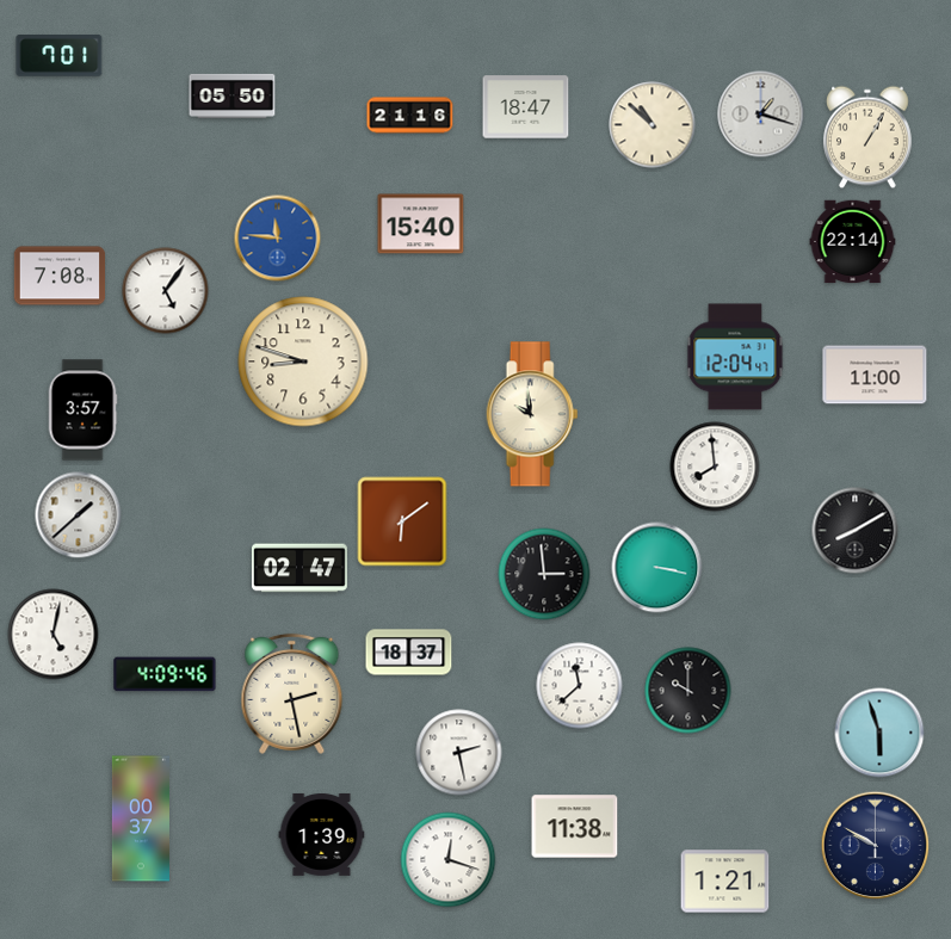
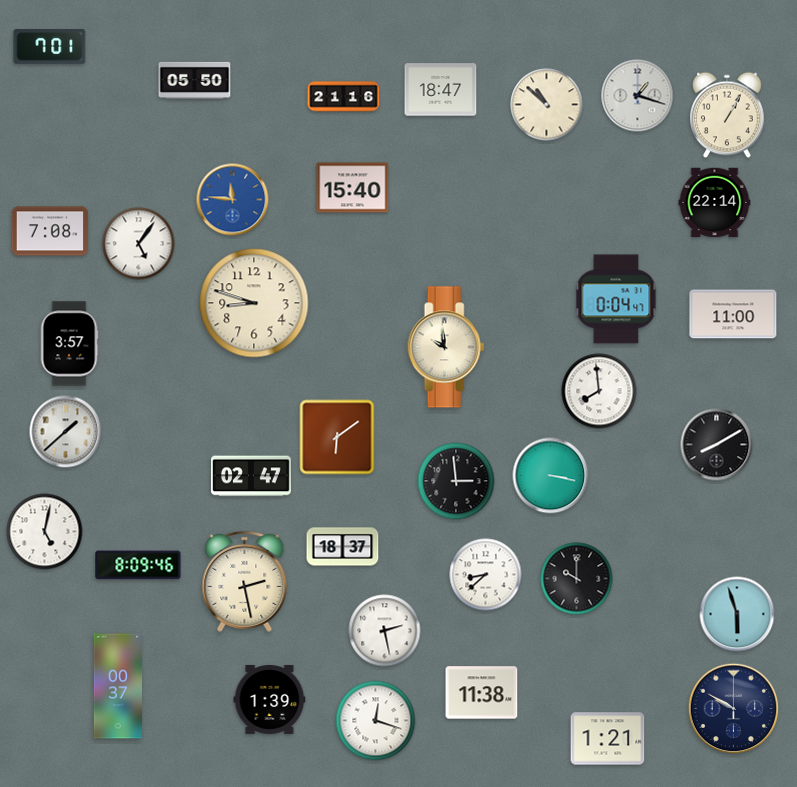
clock at (735, 357): 12:04 -> 0:04
clock at (165, 674): 4:09 -> 8:09
clock at (580, 686): 11:38 -> 8:38
